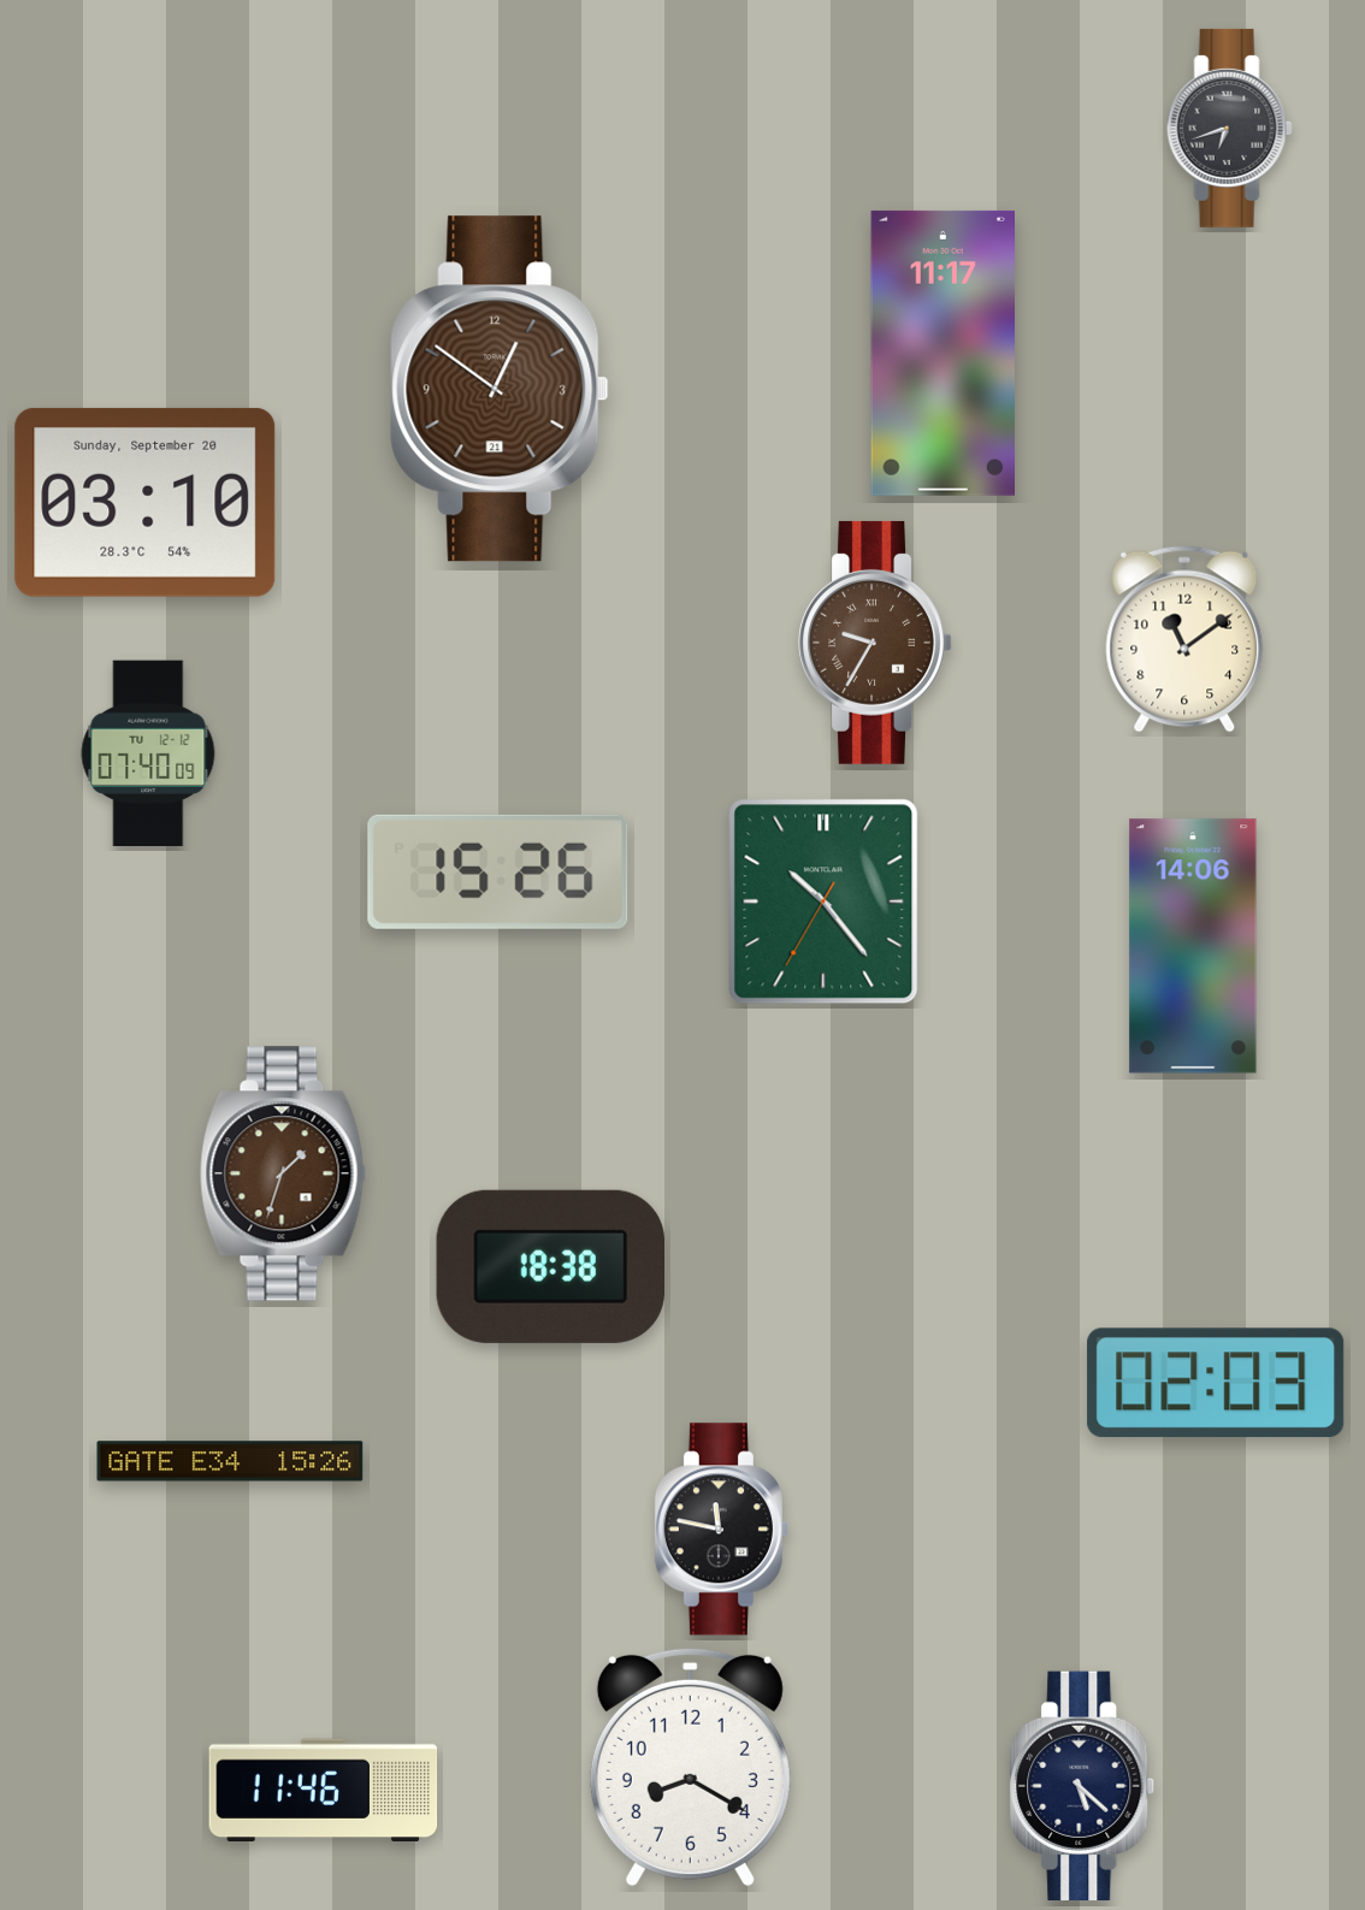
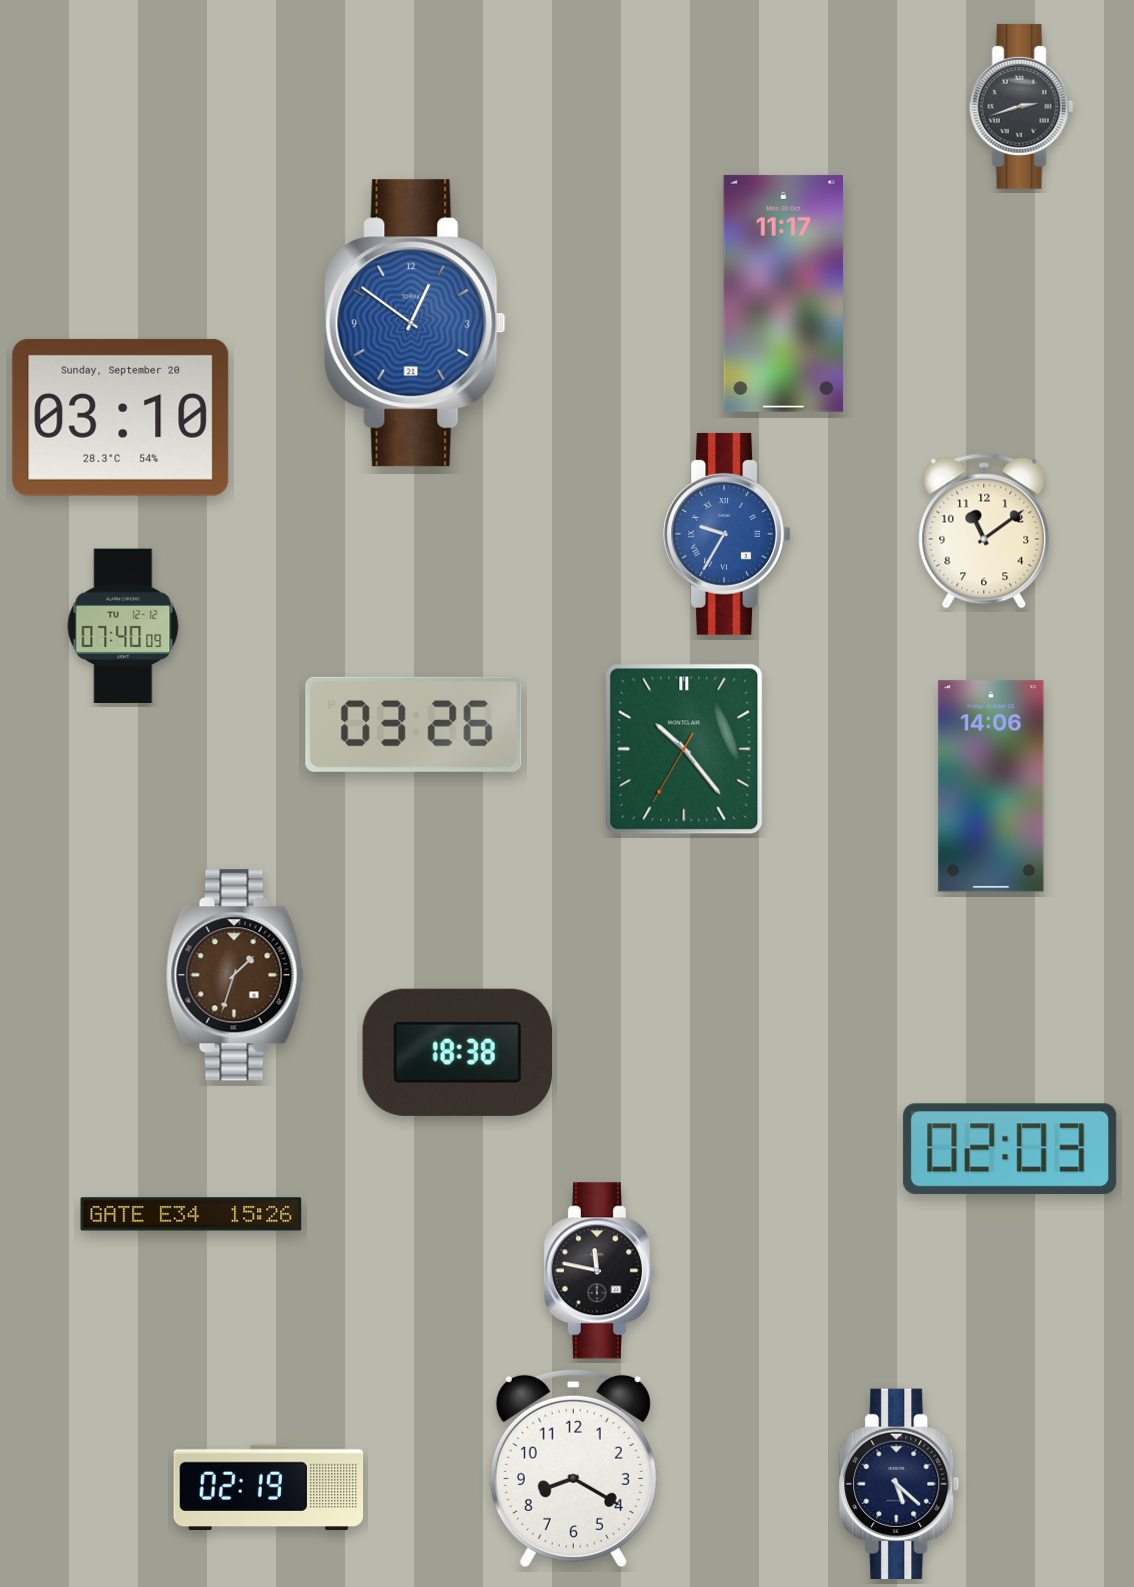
clock at (1229, 128): 6:42 -> 2:42
clock at (500, 389) dial: brown -> blue
clock at (875, 643) dial: brown -> blue
clock at (498, 871): 15:26 -> 03:26
clock at (324, 1790): 11:46 -> 02:19
